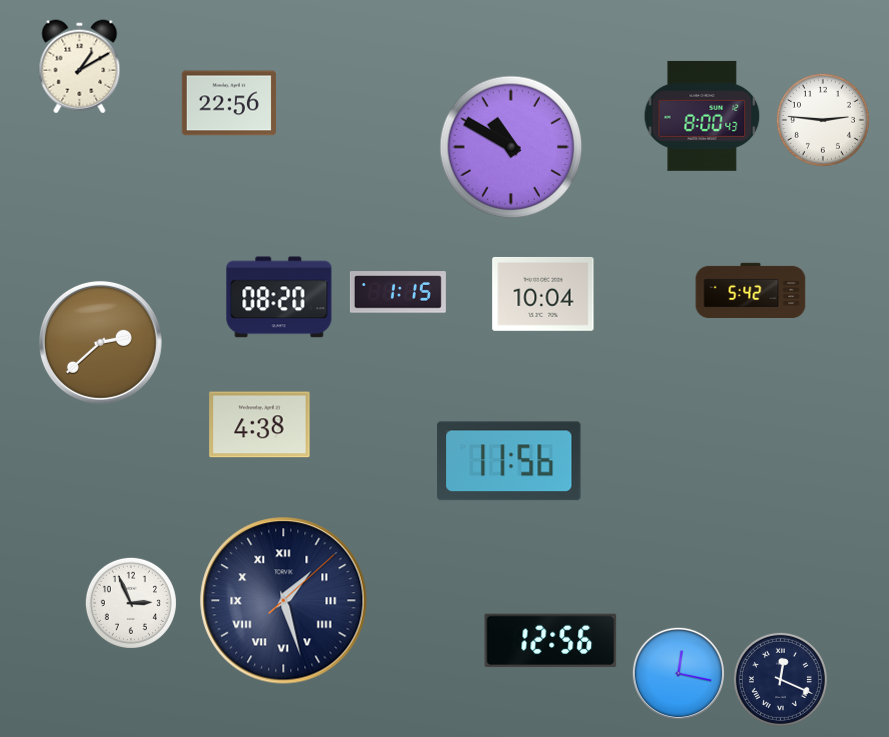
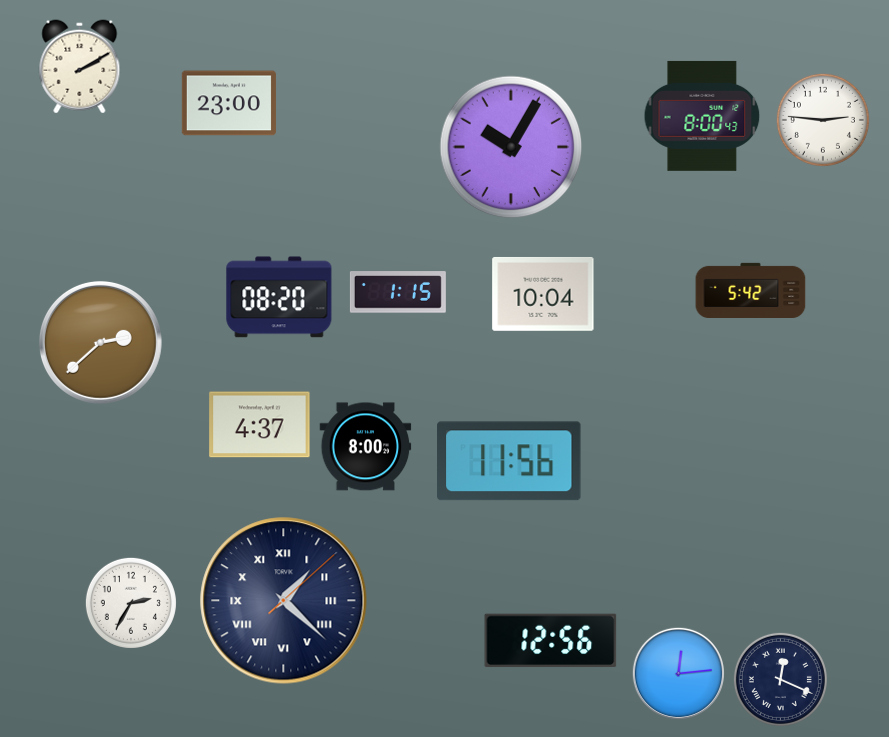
clock at (80, 67): 1:10 -> 2:10
clock at (229, 103): 22:56 -> 23:00
clock at (511, 147): 10:50 -> 10:05
clock at (260, 425): 4:38 -> 4:37
clock at (366, 447): none -> 8:00
clock at (284, 601): 1:27 -> 1:22
clock at (131, 603): 2:56 -> 2:35
clock at (678, 673): 12:17 -> 12:14
